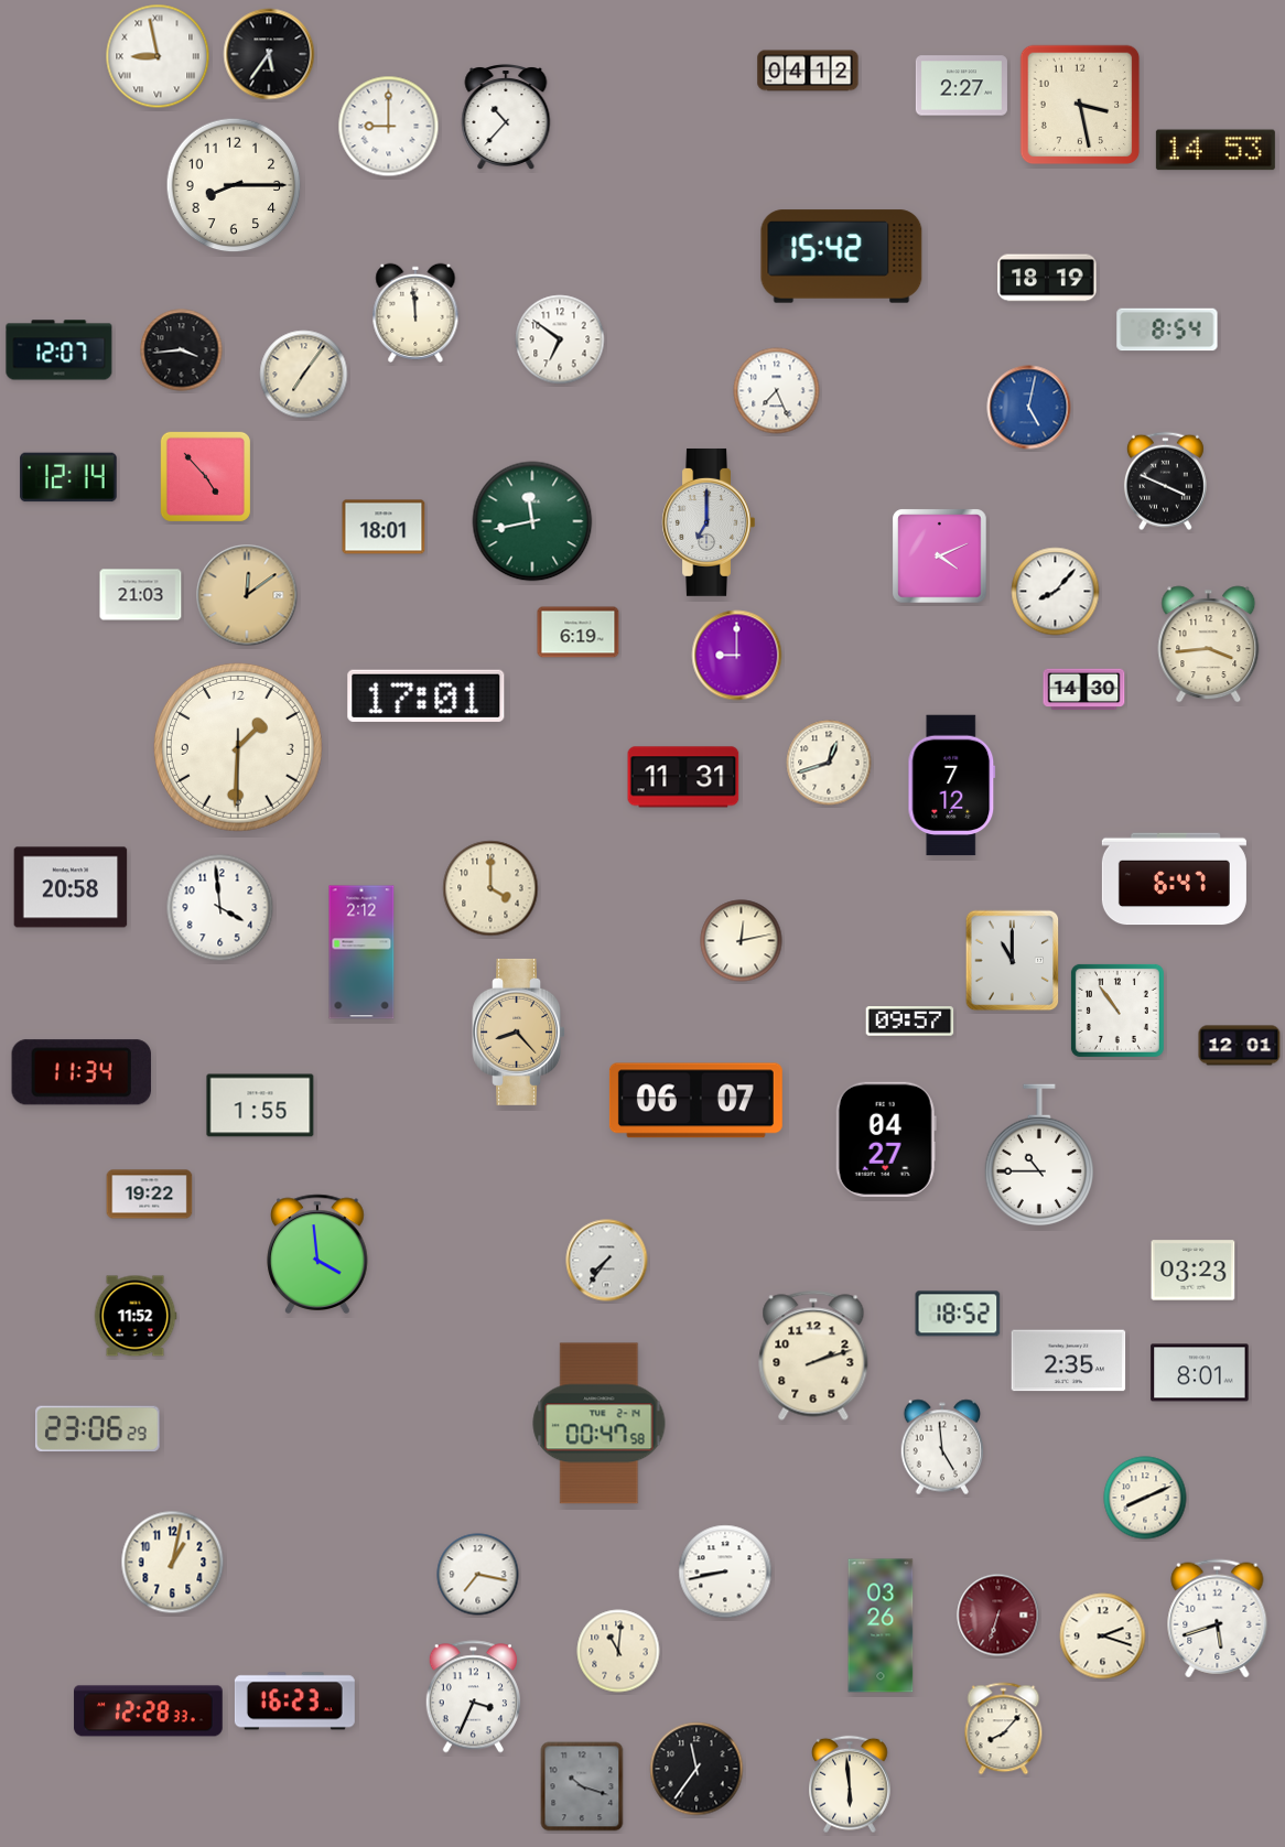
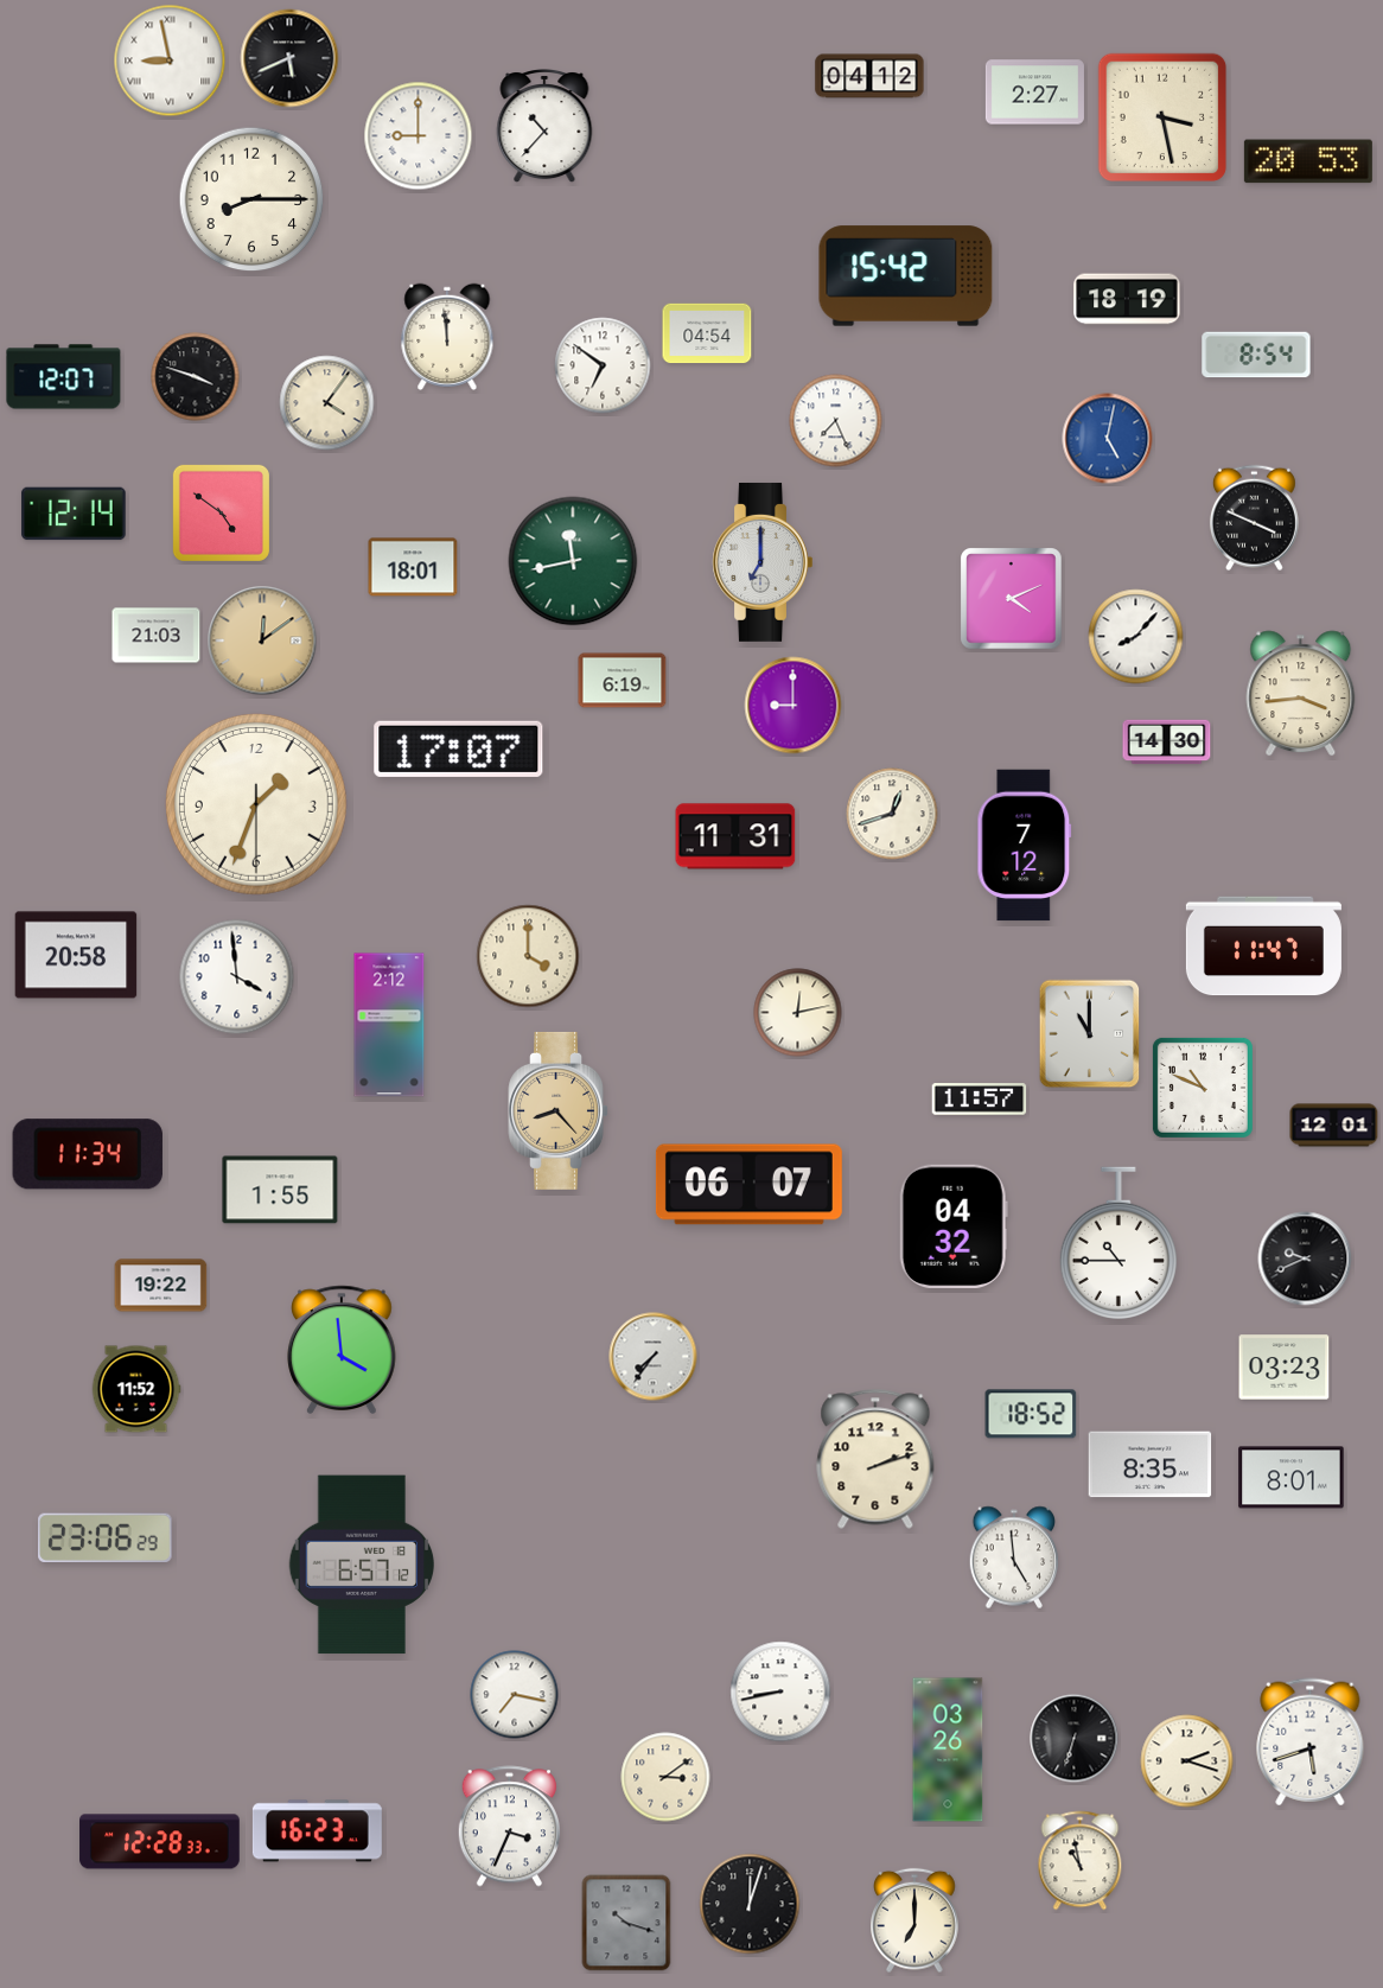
clock at (269, 54): 5:36 -> 5:41
clock at (1080, 105) position: (1080, 105) -> (1162, 117)
clock at (1216, 150): 14:53 -> 20:53
clock at (707, 333): none -> 04:54
clock at (182, 350): 3:44 -> 3:48
clock at (304, 375): 7:06 -> 4:06
clock at (205, 476): 4:53 -> 4:51
clock at (141, 595) position: (141, 595) -> (157, 636)
clock at (247, 595) position: (247, 595) -> (262, 641)
clock at (426, 695): 17:01 -> 17:07
clock at (238, 747): 1:30 -> 1:33
clock at (829, 763) position: (829, 763) -> (892, 814)
clock at (1174, 879): 6:47 -> 11:47
clock at (1117, 1011): 10:54 -> 10:49
clock at (910, 1022): 09:57 -> 11:57
clock at (886, 1138): 04:27 -> 04:32
clock at (1305, 1259): none -> 9:41
clock at (136, 1316) position: (136, 1316) -> (136, 1389)
clock at (1069, 1361): 2:35 -> 8:35
clock at (600, 1424): 00:47 -> none
clock at (361, 1565): none -> 6:57
clock at (1145, 1498): 8:11 -> none
clock at (173, 1563): 1:02 -> none
clock at (998, 1616) dial: burgundy -> black
clock at (618, 1651): 11:01 -> 3:09
clock at (1004, 1729): 8:07 -> 10:58
clock at (697, 1769): 11:36 -> 12:03
clock at (851, 1784): 5:59 -> 7:00
